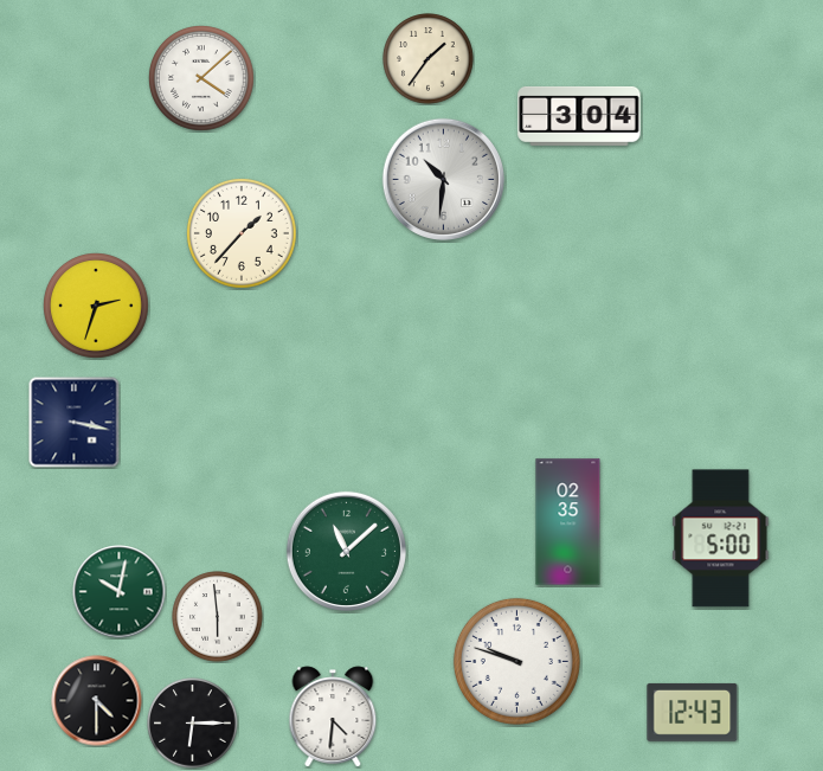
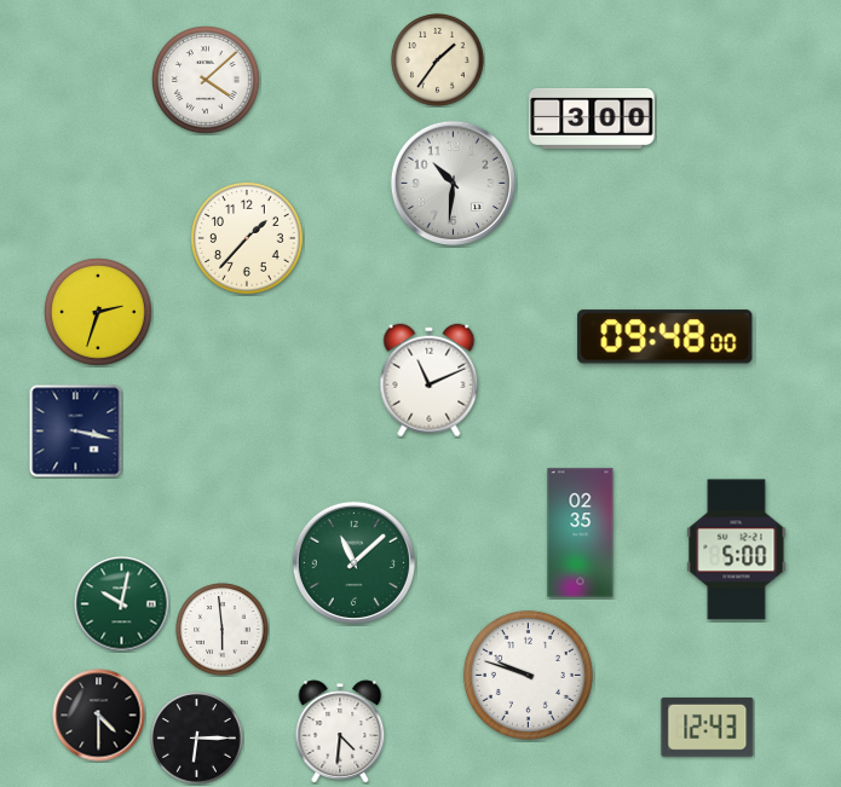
clock at (579, 116): 3:04 -> 3:00
clock at (666, 337): none -> 09:48
clock at (430, 381): none -> 11:11
